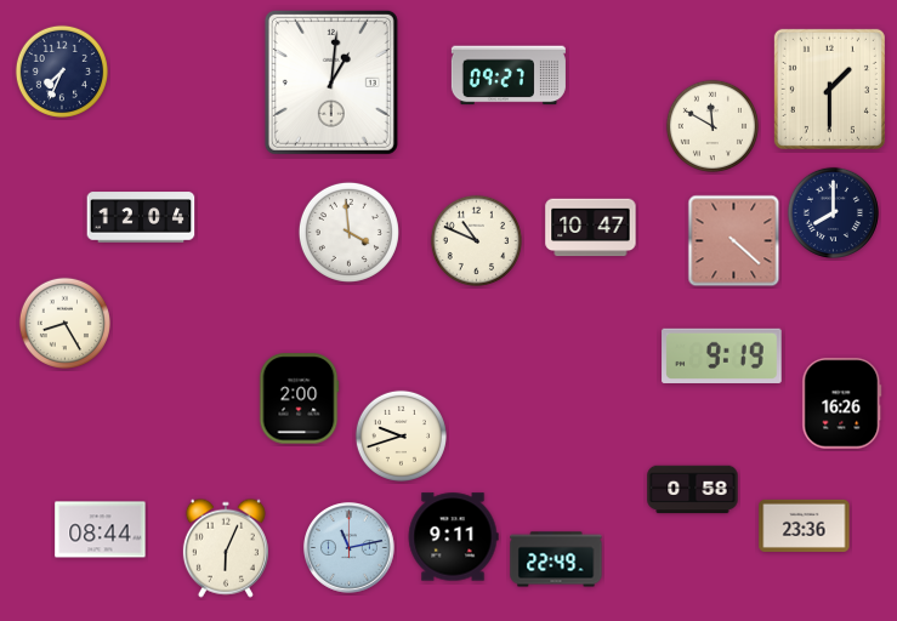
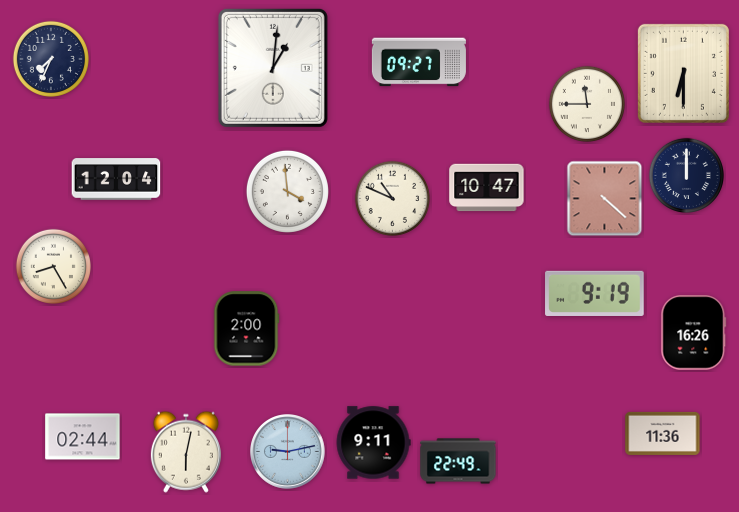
clock at (829, 89): 1:30 -> 6:30
clock at (713, 126): 11:50 -> 11:45
clock at (833, 212): 8:00 -> 12:00
clock at (401, 435): 9:42 -> none
clock at (693, 490): 0:58 -> none
clock at (805, 525): 23:36 -> 11:36
clock at (101, 530): 08:44 -> 02:44
clock at (226, 548): 6:04 -> 6:02
clock at (350, 548): 11:13 -> 9:13
